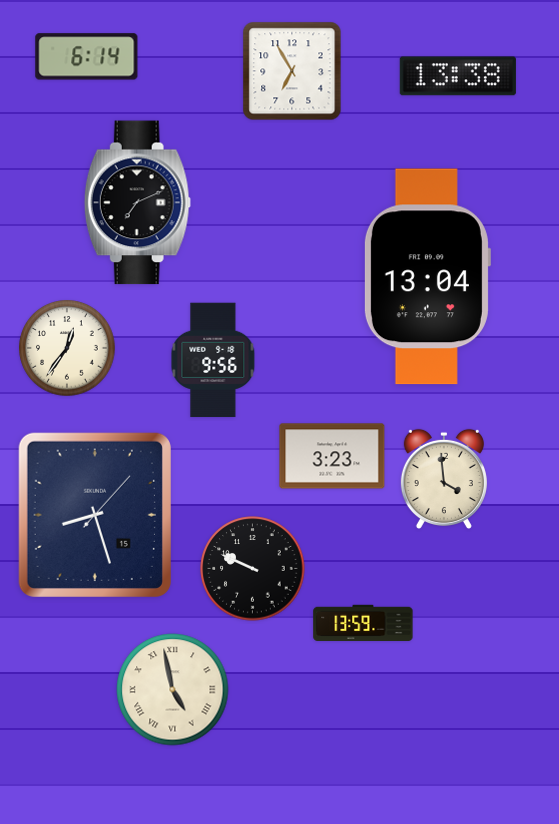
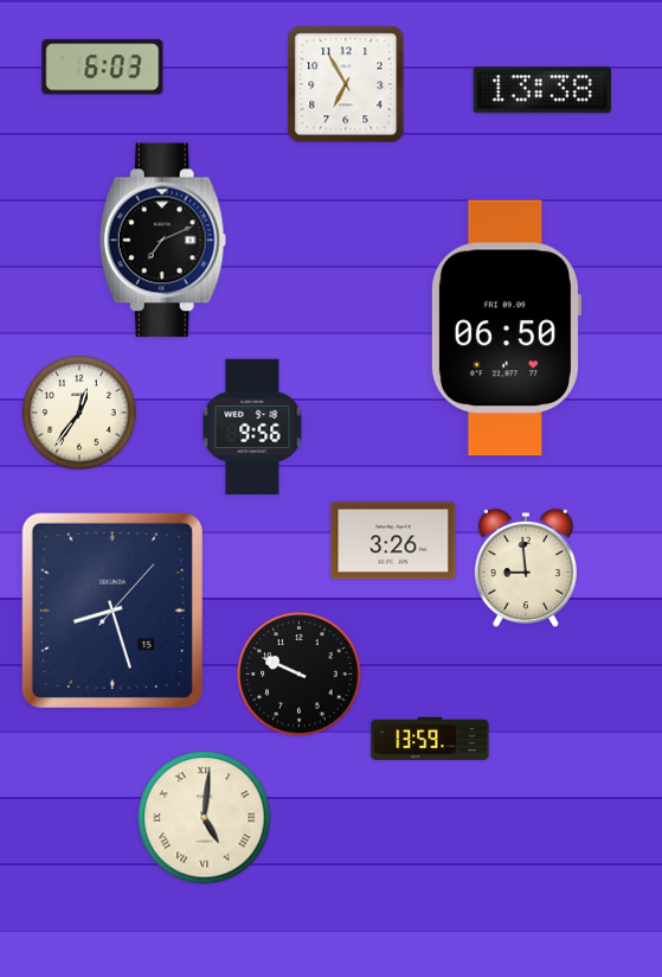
clock at (87, 57): 6:14 -> 6:03
clock at (427, 277): 13:04 -> 06:50
clock at (332, 456): 3:23 -> 3:26
clock at (444, 478): 3:59 -> 8:59
clock at (173, 690): 4:58 -> 5:01
